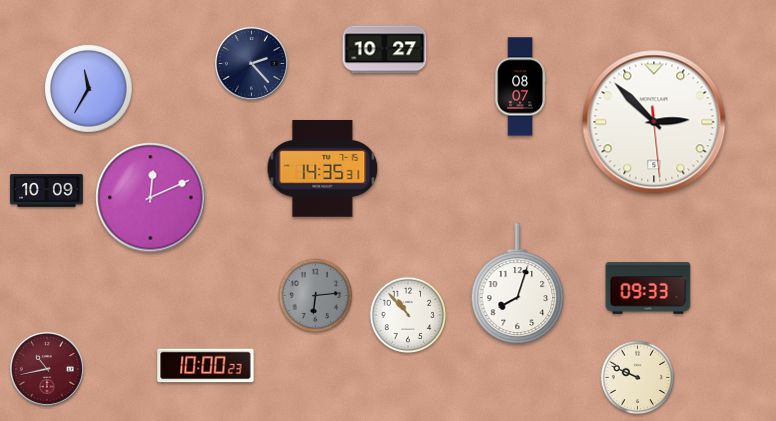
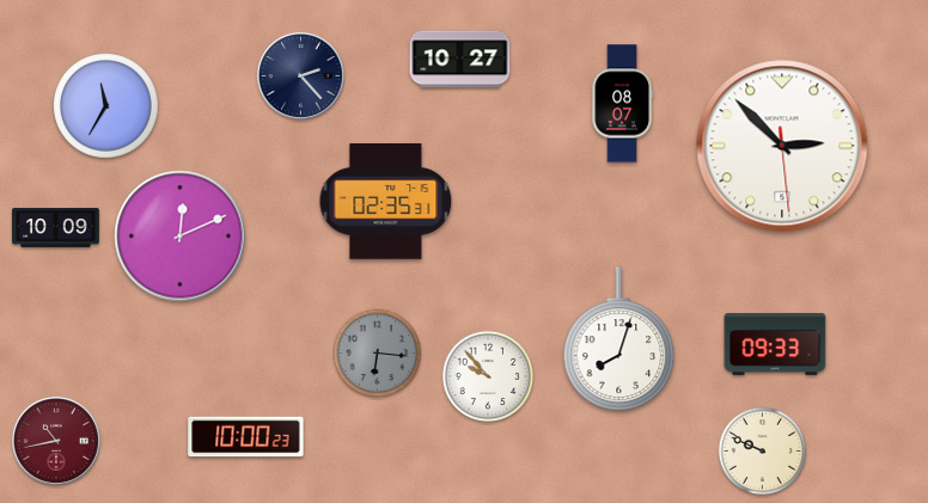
clock at (323, 169): 14:35 -> 02:35
clock at (316, 296): 6:14 -> 6:16
clock at (408, 315): 10:53 -> 9:53
